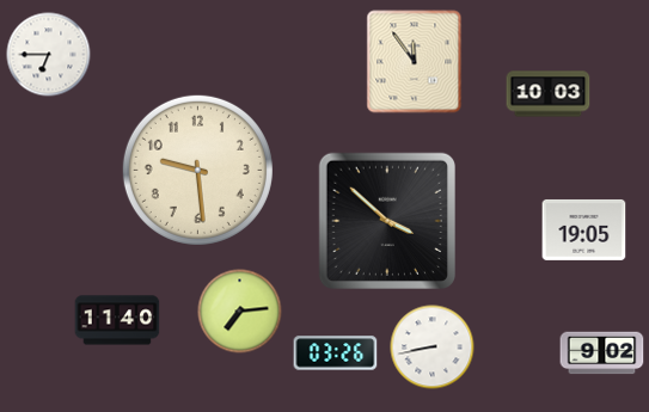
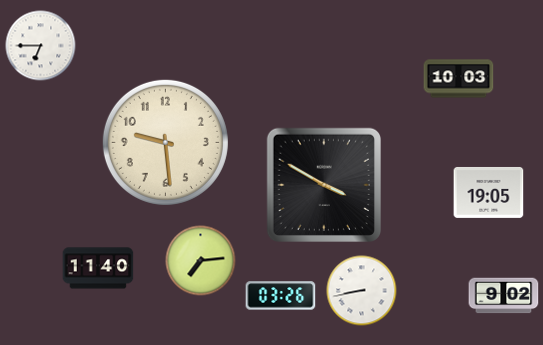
clock at (415, 62): 11:54 -> none
clock at (386, 220): 3:52 -> 3:50
